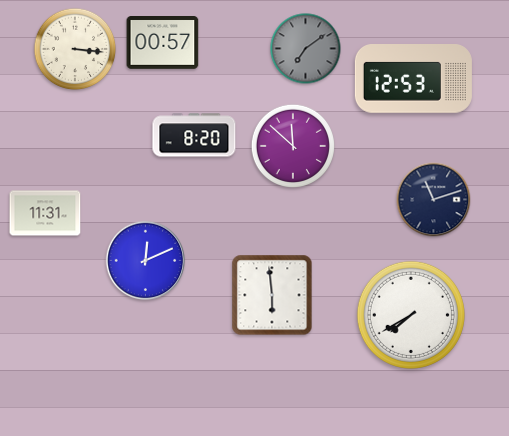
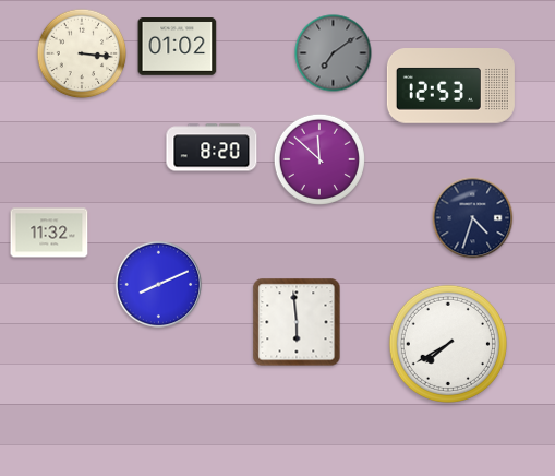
clock at (163, 43): 00:57 -> 01:02
clock at (434, 200): 11:12 -> 4:33
clock at (45, 213): 11:31 -> 11:32
clock at (146, 261): 12:11 -> 8:11
